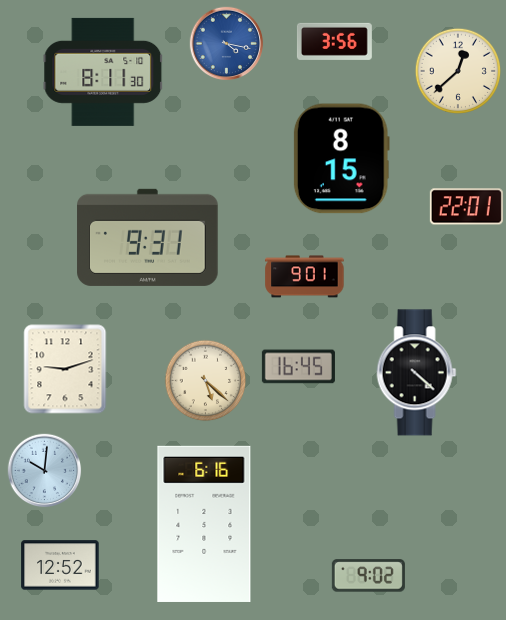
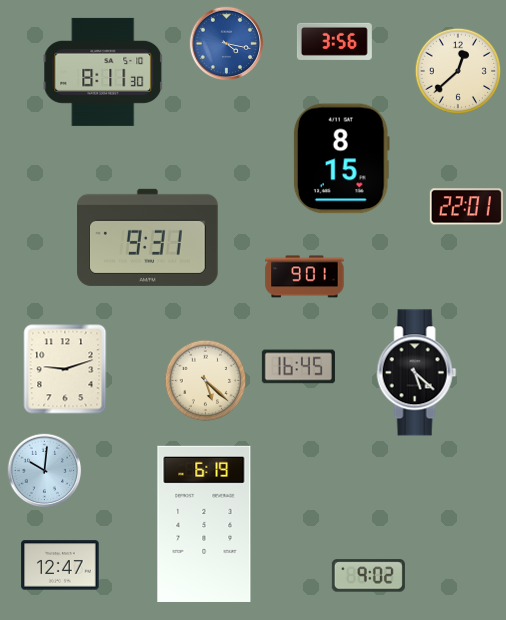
clock at (417, 373): 4:22 -> 5:22
clock at (204, 524): 6:16 -> 6:19
clock at (60, 565): 12:52 -> 12:47
